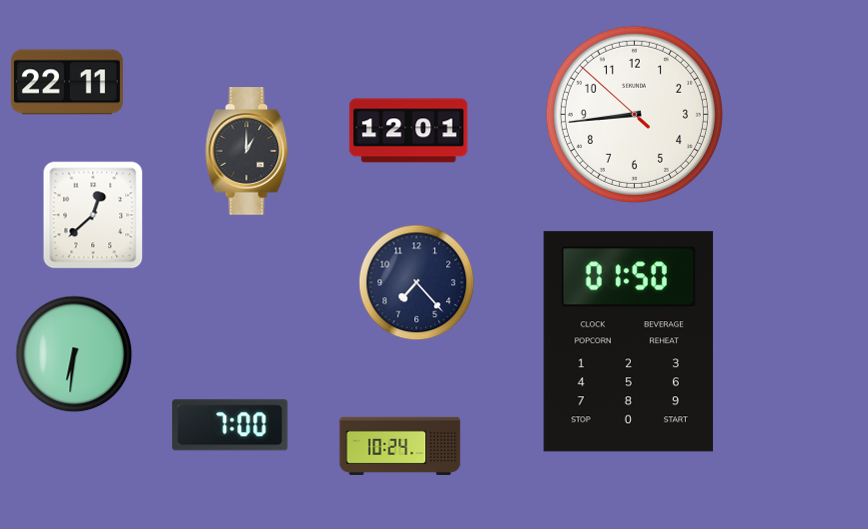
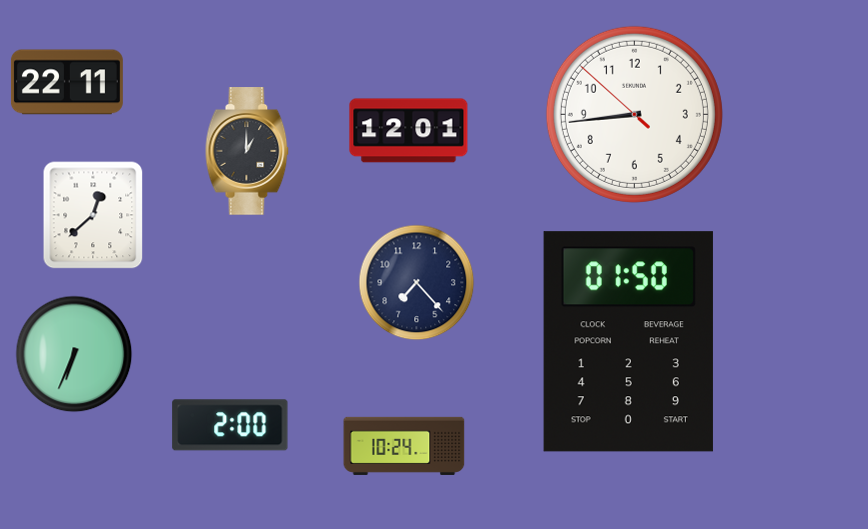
clock at (74, 354): 6:31 -> 6:34
clock at (230, 425): 7:00 -> 2:00
clock at (400, 446) position: (400, 446) -> (404, 446)
